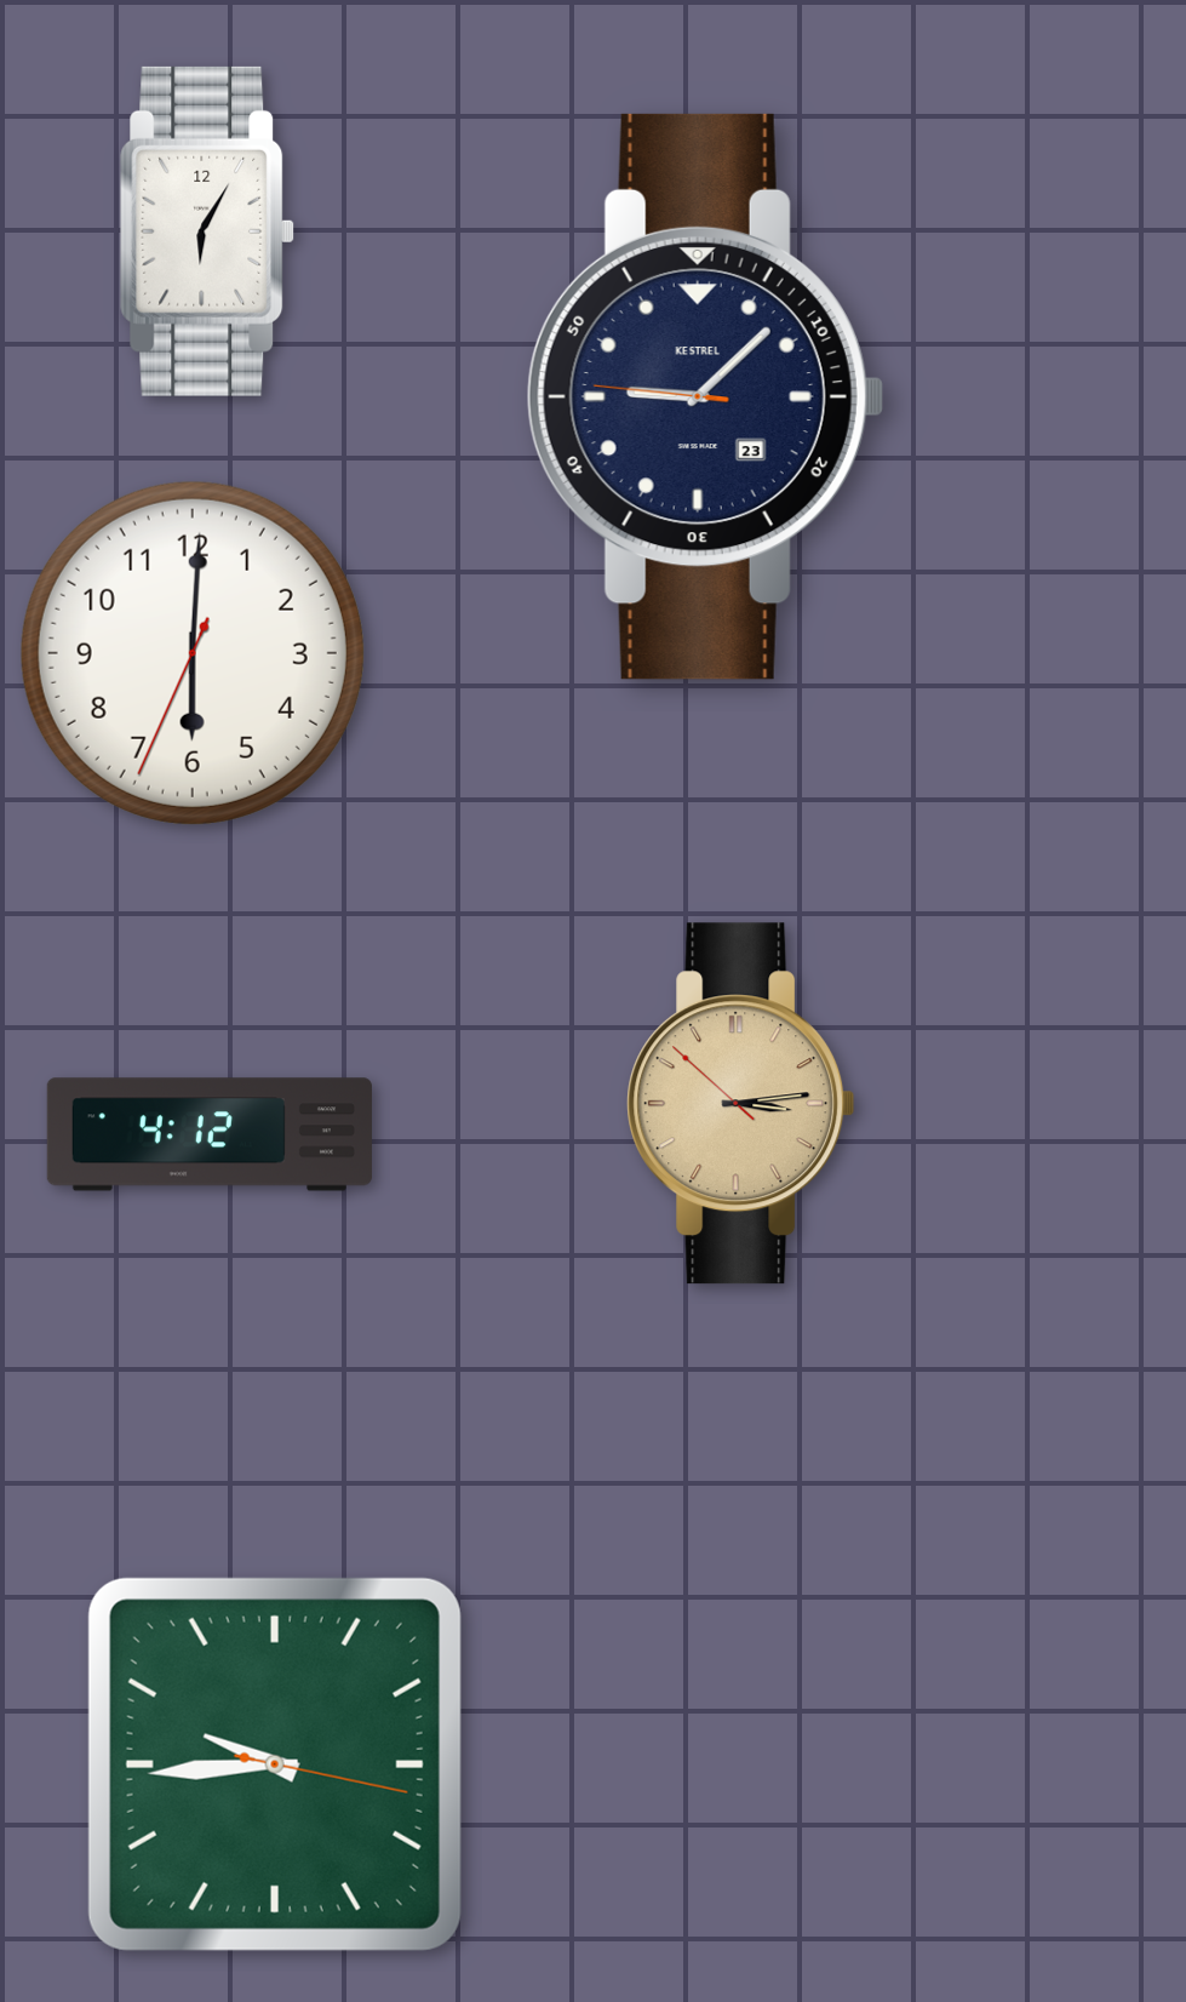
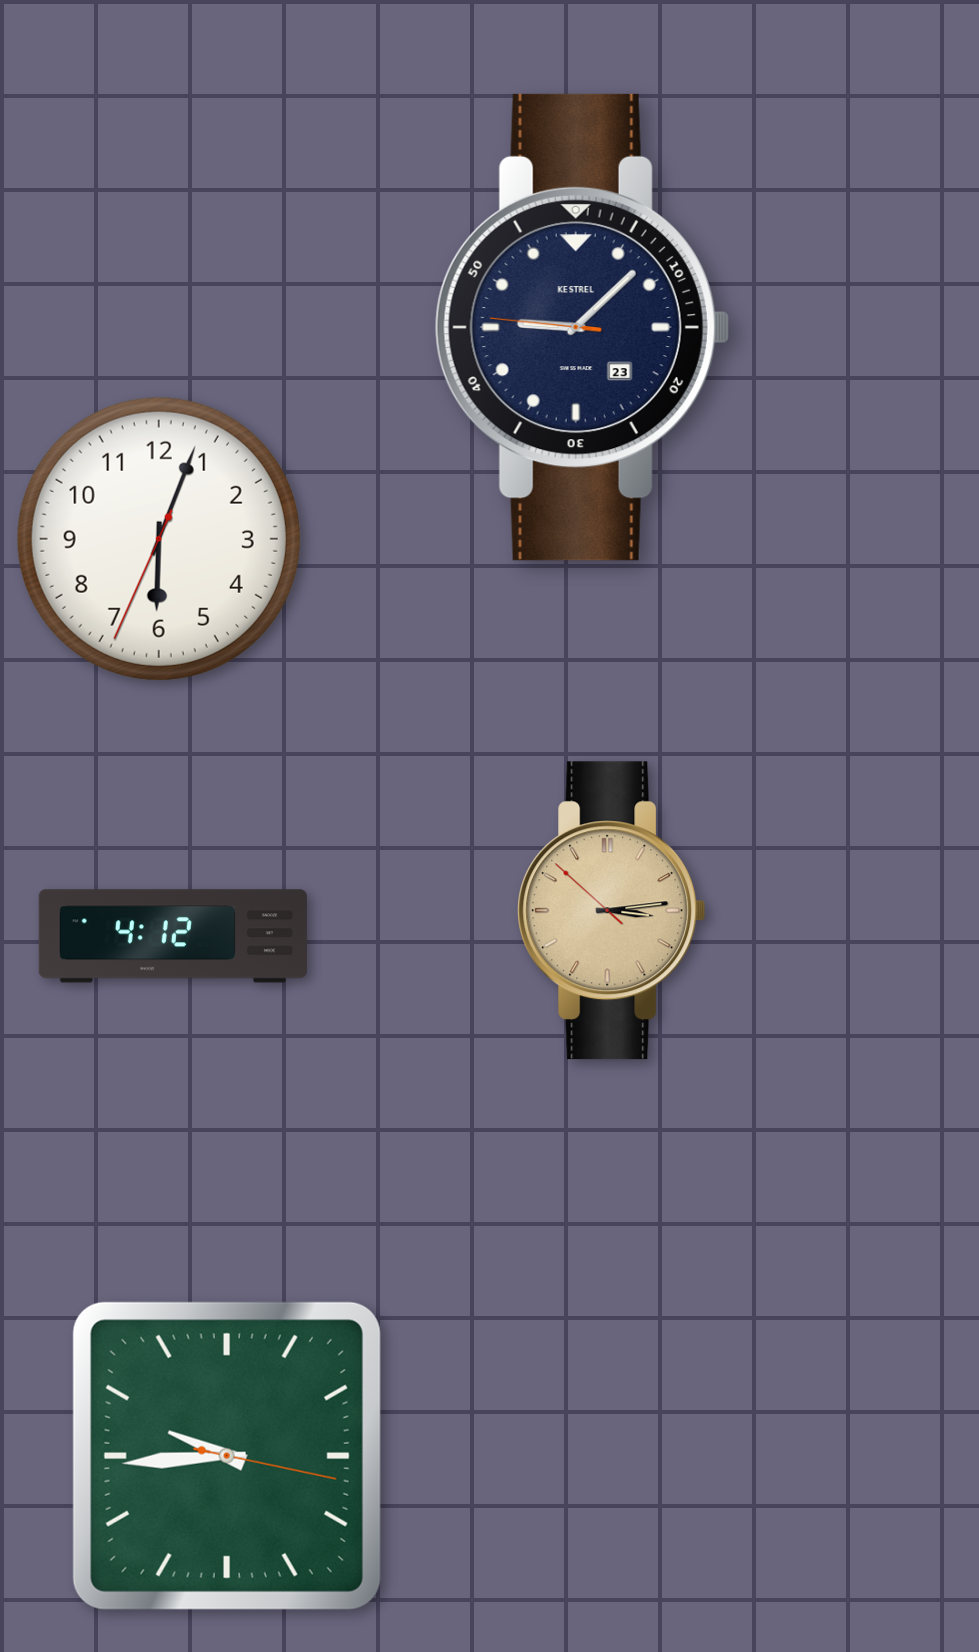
clock at (207, 231): 6:05 -> none
clock at (193, 653): 6:00 -> 6:03
